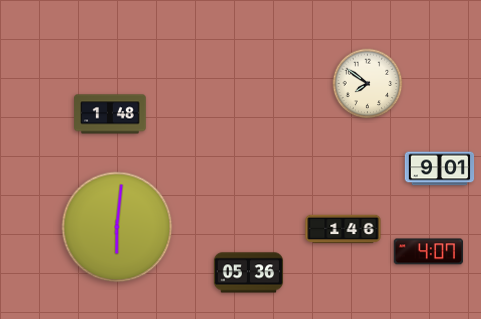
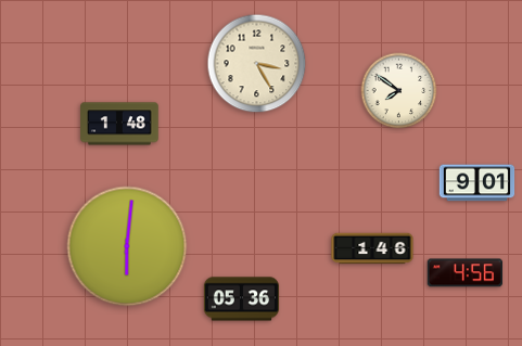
clock at (257, 64): none -> 3:25
clock at (428, 252): 4:07 -> 4:56
clock at (249, 273) position: (249, 273) -> (242, 299)
